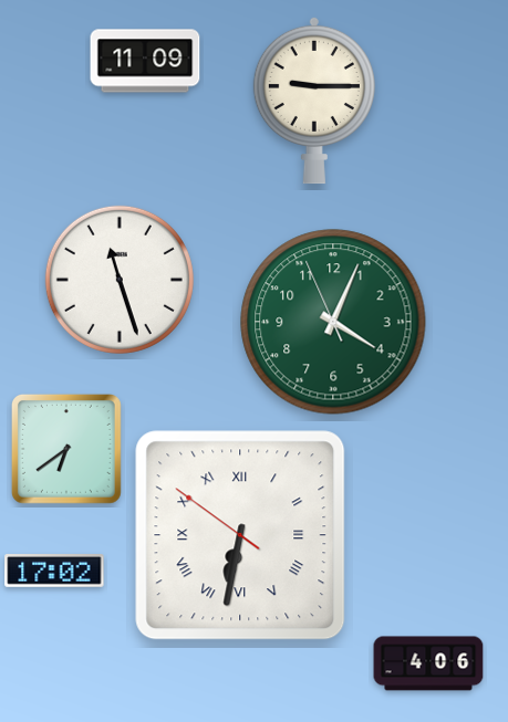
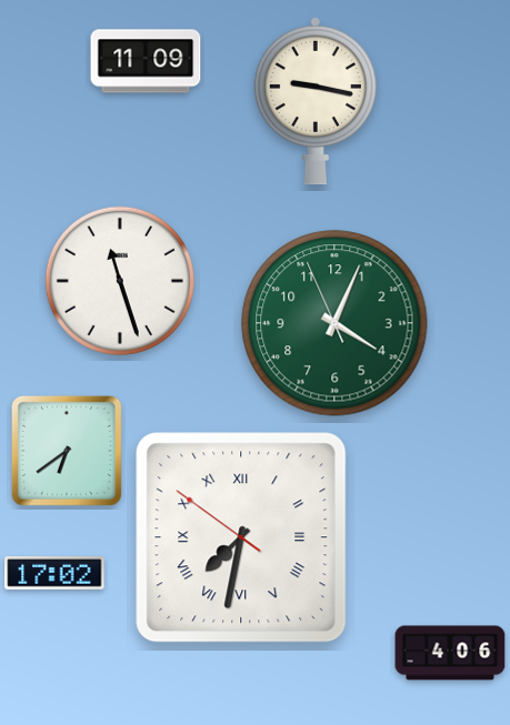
clock at (314, 101): 9:15 -> 9:17
clock at (240, 535): 6:31 -> 7:31
clock at (428, 663) position: (428, 663) -> (450, 653)
